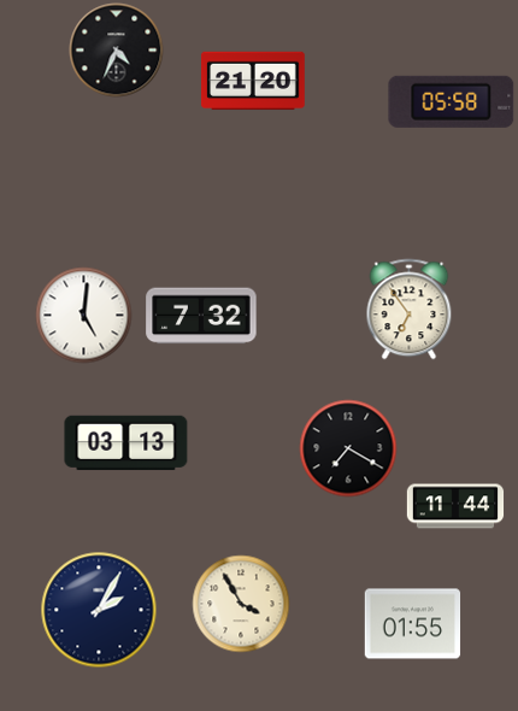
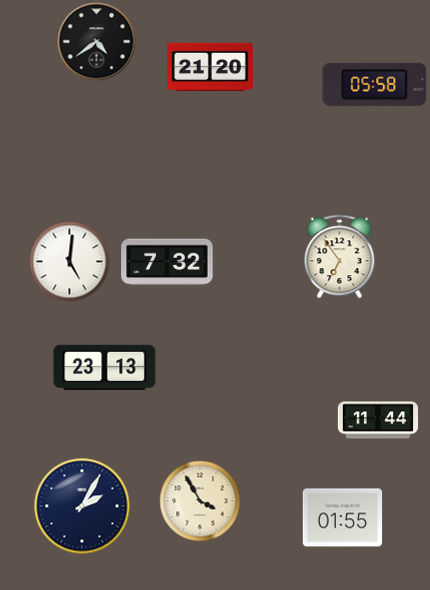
clock at (117, 51): 4:34 -> 4:39
clock at (126, 443): 03:13 -> 23:13
clock at (348, 448): 7:20 -> none
